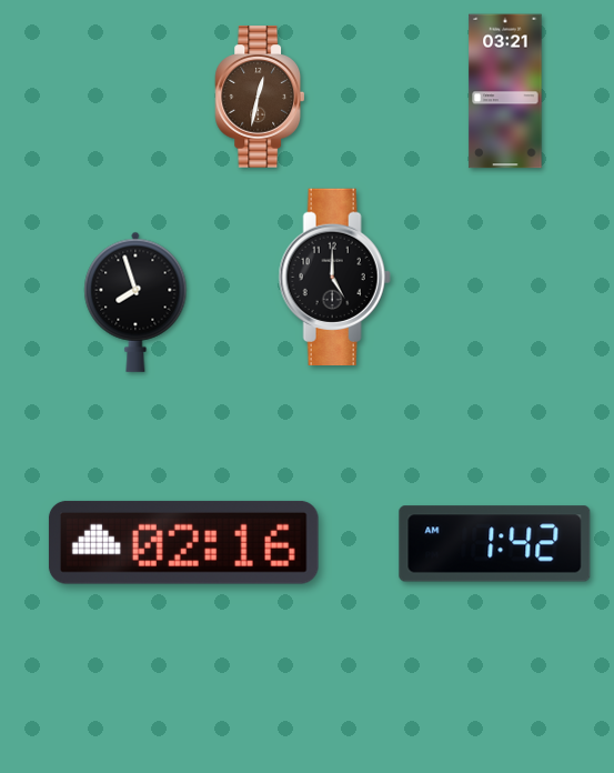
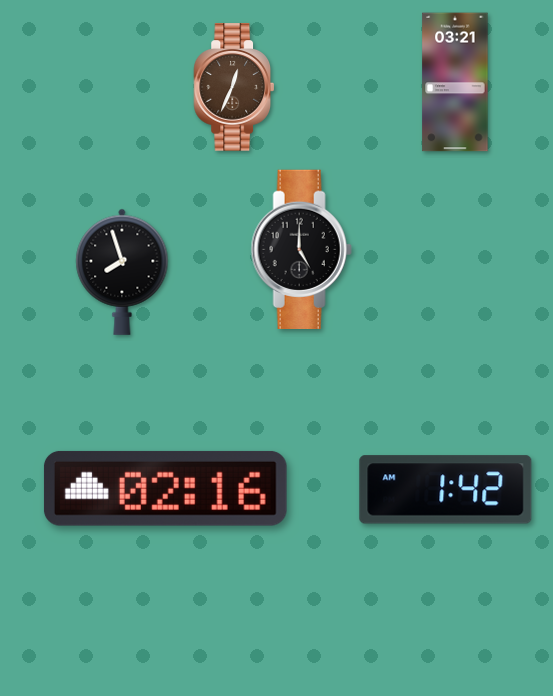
clock at (259, 97): 12:32 -> 12:34
